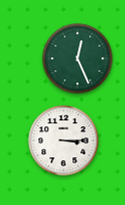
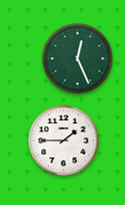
clock at (64, 141): 3:15 -> 1:45
